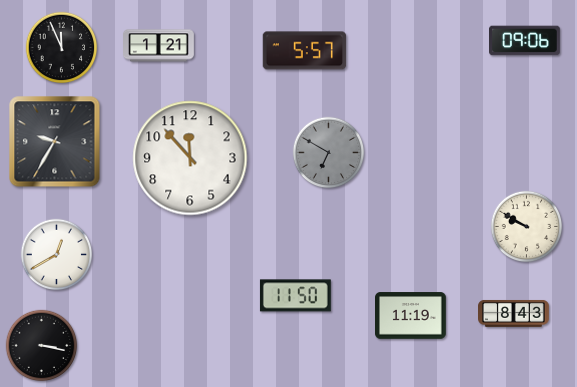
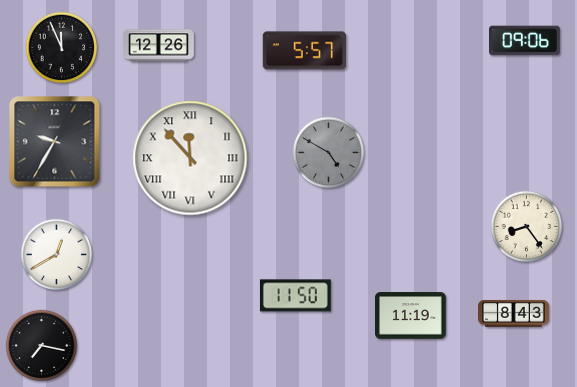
clock at (159, 46): 1:21 -> 12:26
clock at (329, 153): 6:50 -> 4:50
clock at (190, 158) numerals: Arabic -> Roman
clock at (527, 227): 9:50 -> 8:24
clock at (42, 346): 3:17 -> 7:17
